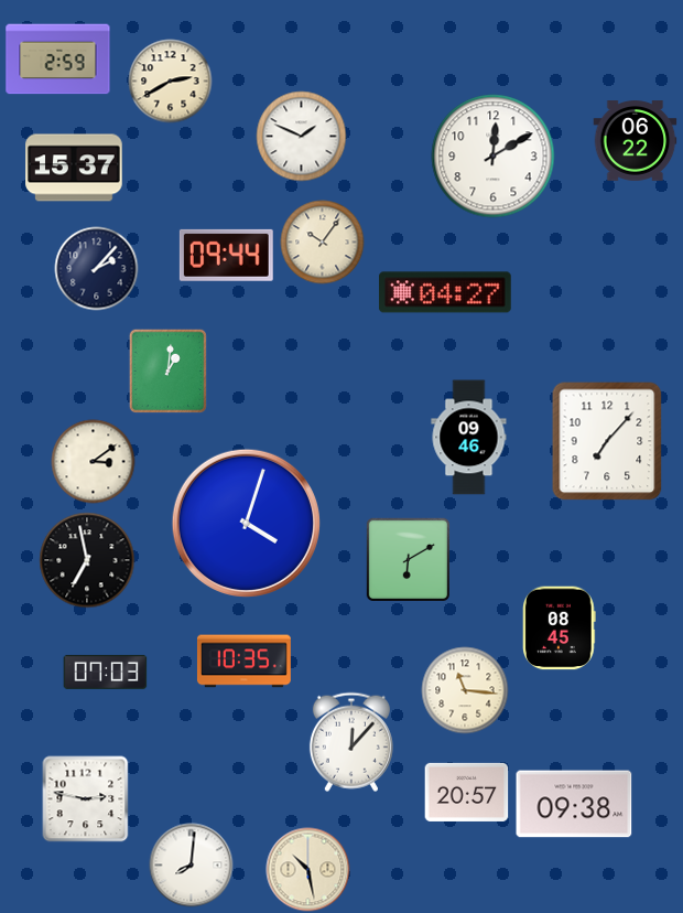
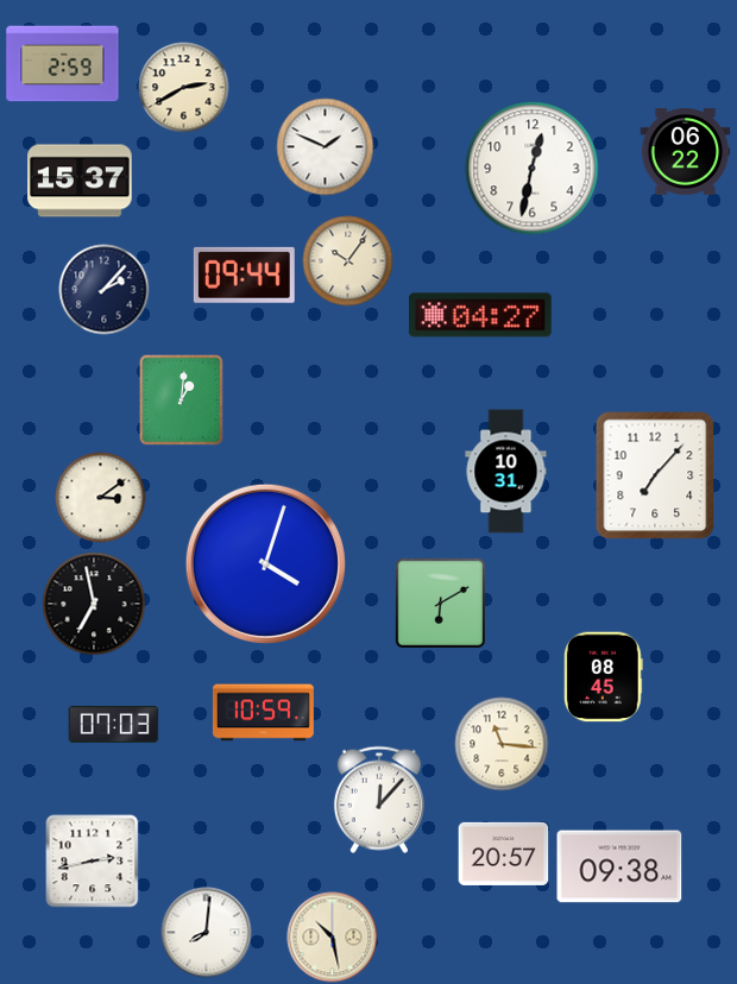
clock at (494, 157): 12:10 -> 12:32
clock at (469, 438): 09:46 -> 10:31
clock at (243, 662): 10:35 -> 10:59
clock at (86, 799): 2:47 -> 2:43
